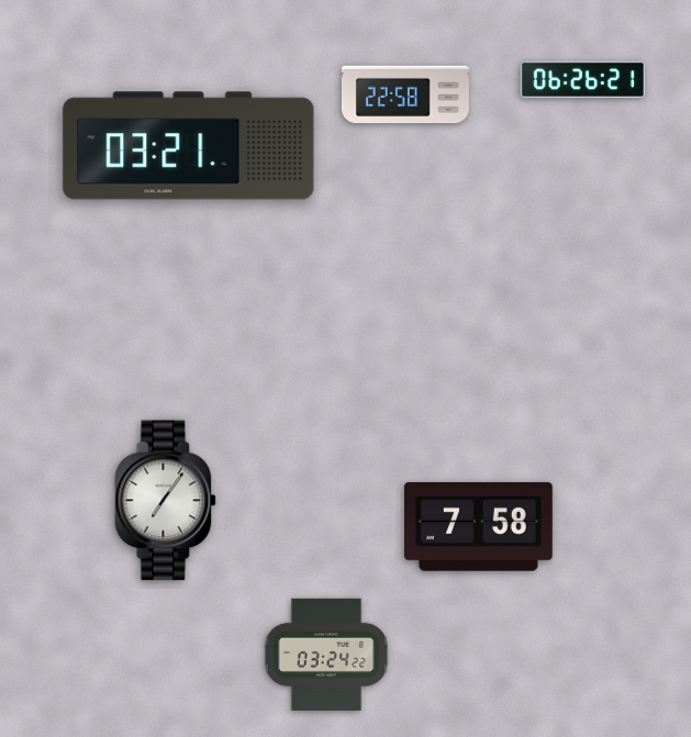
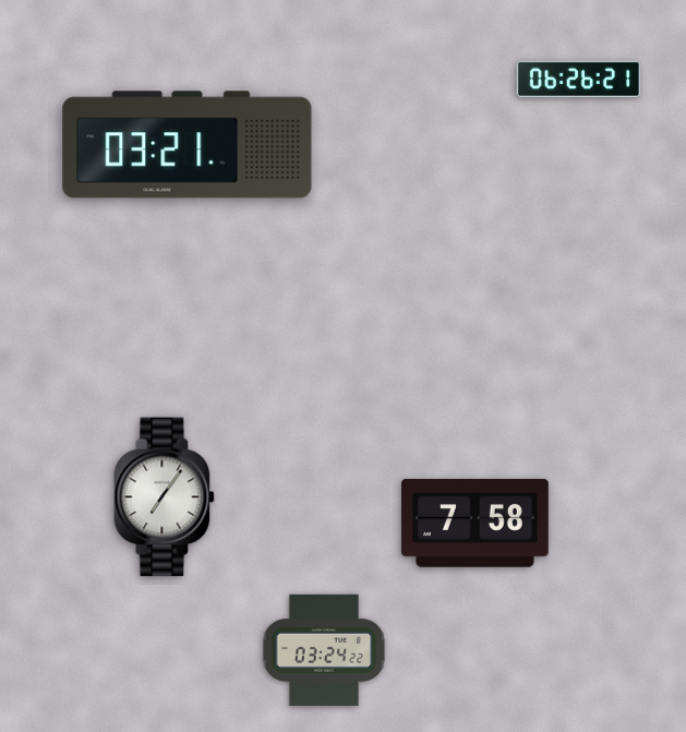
clock at (405, 94): 22:58 -> none
